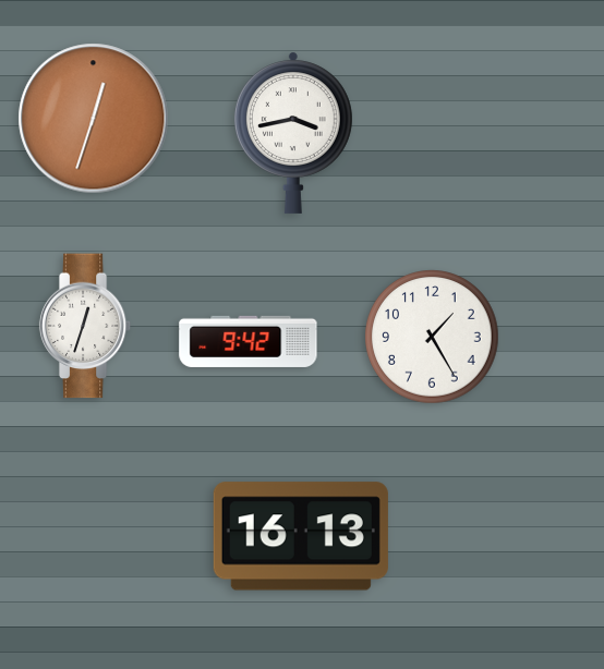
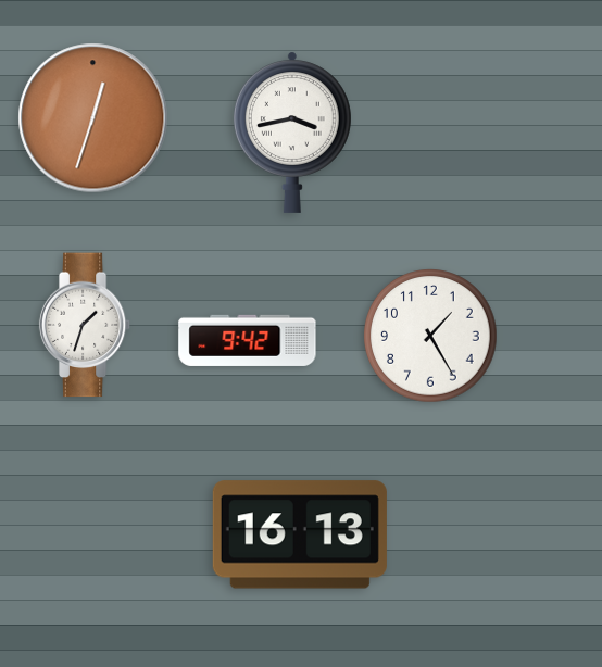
clock at (85, 326): 12:33 -> 1:33
